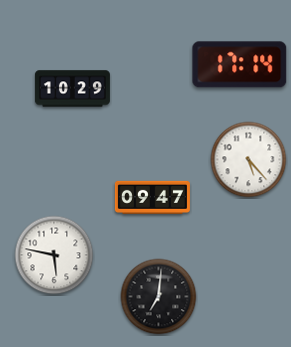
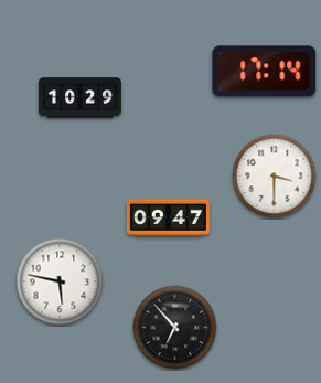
clock at (249, 160): 5:23 -> 3:30
clock at (159, 297): 7:01 -> 6:53
